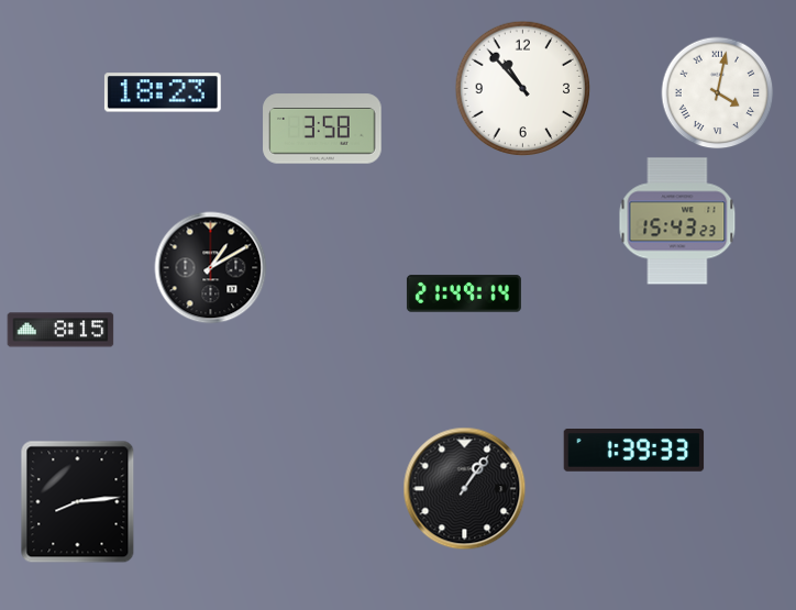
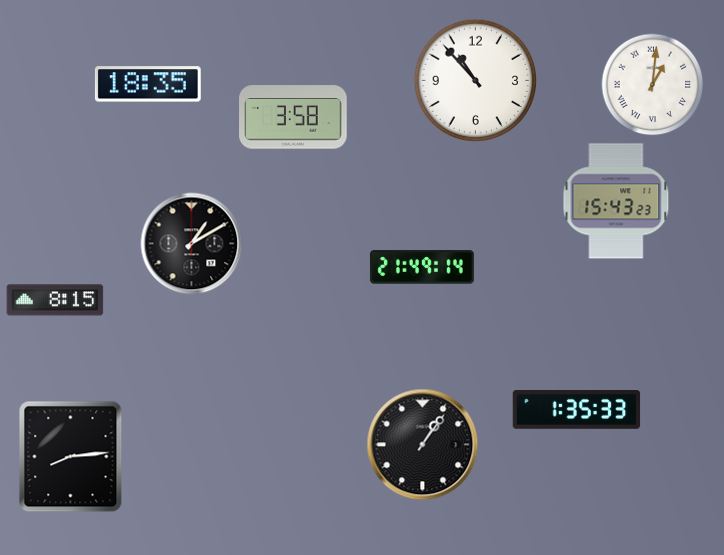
clock at (163, 92): 18:23 -> 18:35
clock at (718, 93): 4:02 -> 1:01
clock at (634, 451): 1:39 -> 1:35
